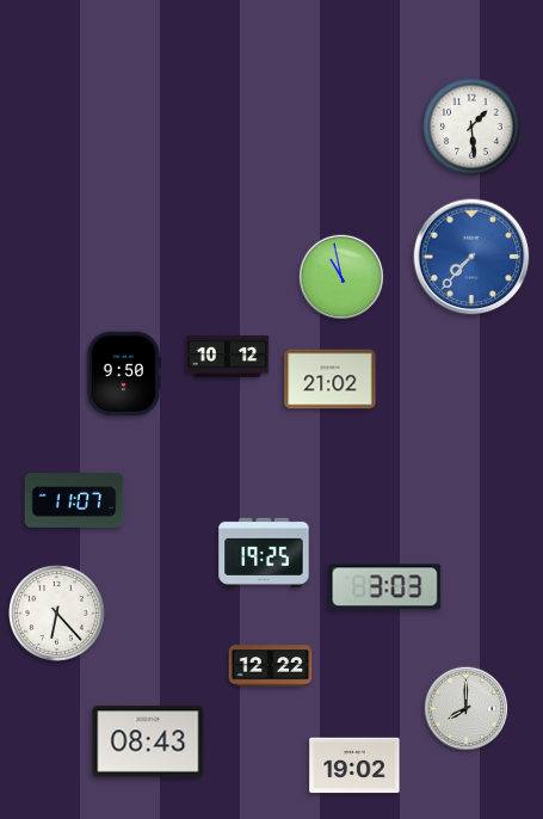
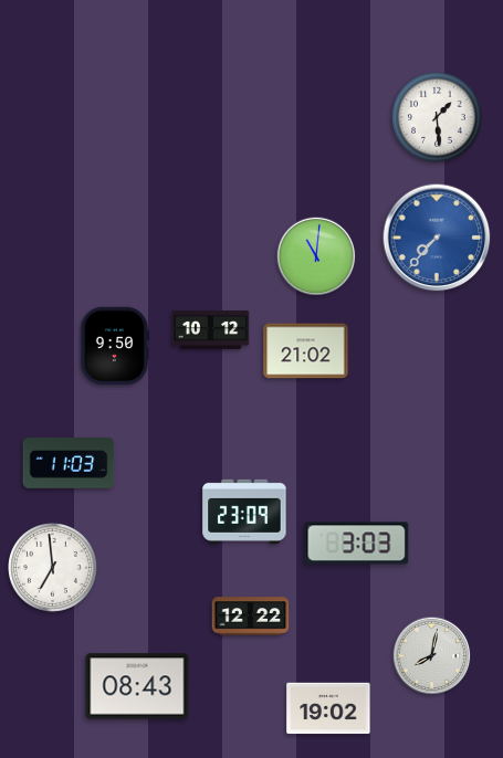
clock at (341, 277): 10:58 -> 11:01
clock at (74, 501): 11:07 -> 11:03
clock at (264, 553): 19:25 -> 23:09
clock at (57, 614): 6:23 -> 6:59
clock at (467, 709): 8:00 -> 8:02
